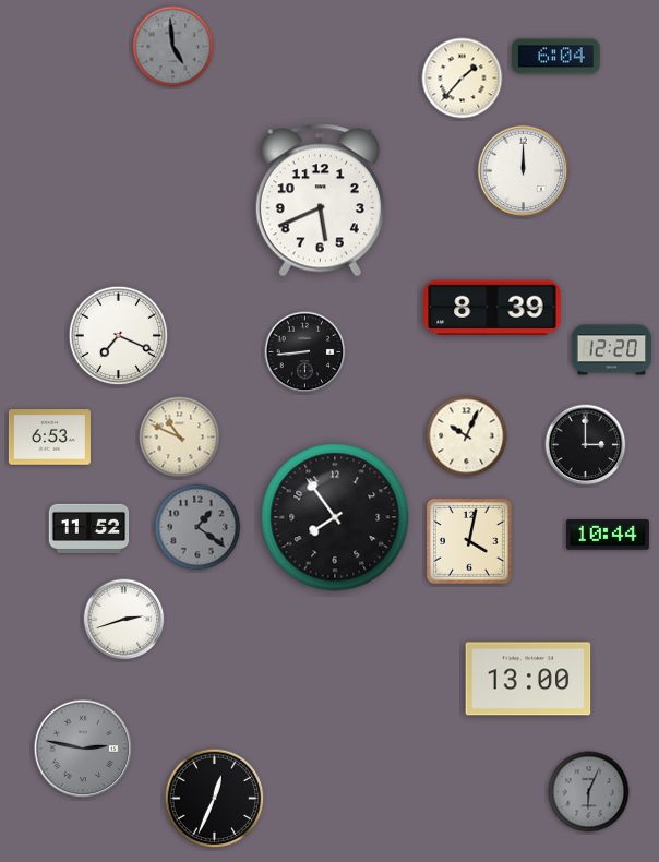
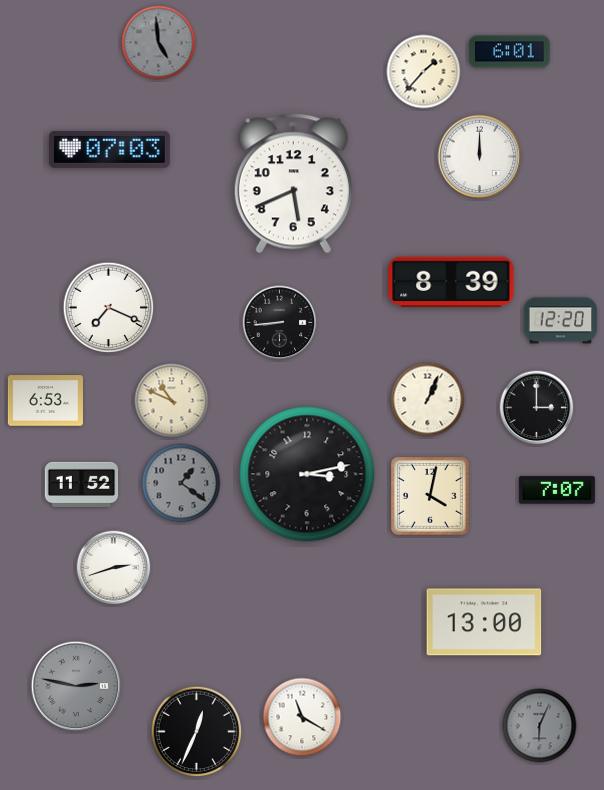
clock at (556, 57): 6:04 -> 6:01
clock at (109, 149): none -> 07:03
clock at (467, 436): 10:04 -> 1:04
clock at (180, 438) position: (180, 438) -> (172, 401)
clock at (335, 517): 7:54 -> 3:13
clock at (608, 535): 10:44 -> 7:07
clock at (302, 717): none -> 11:20
